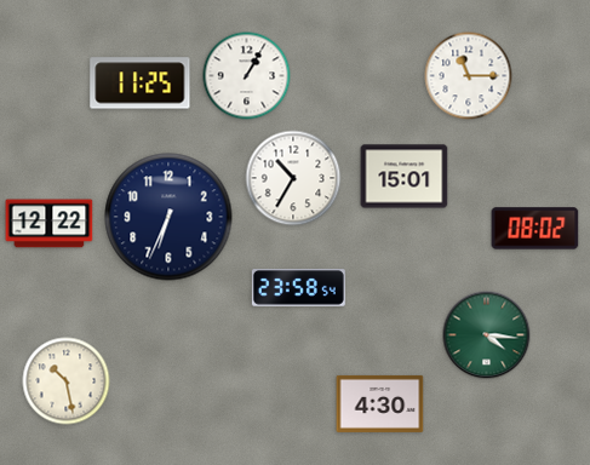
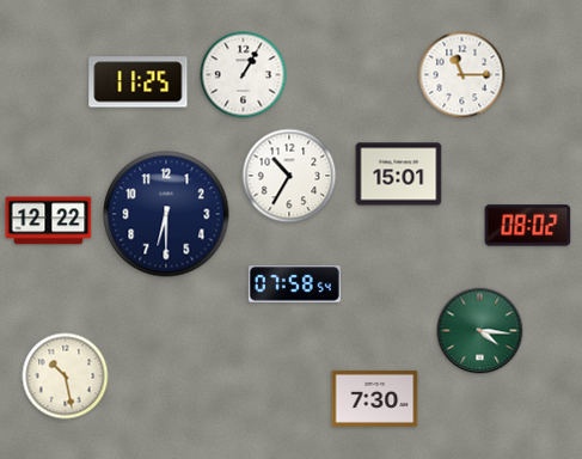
clock at (168, 217): 6:34 -> 6:30
clock at (298, 288): 23:58 -> 07:58
clock at (380, 403): 4:30 -> 7:30
